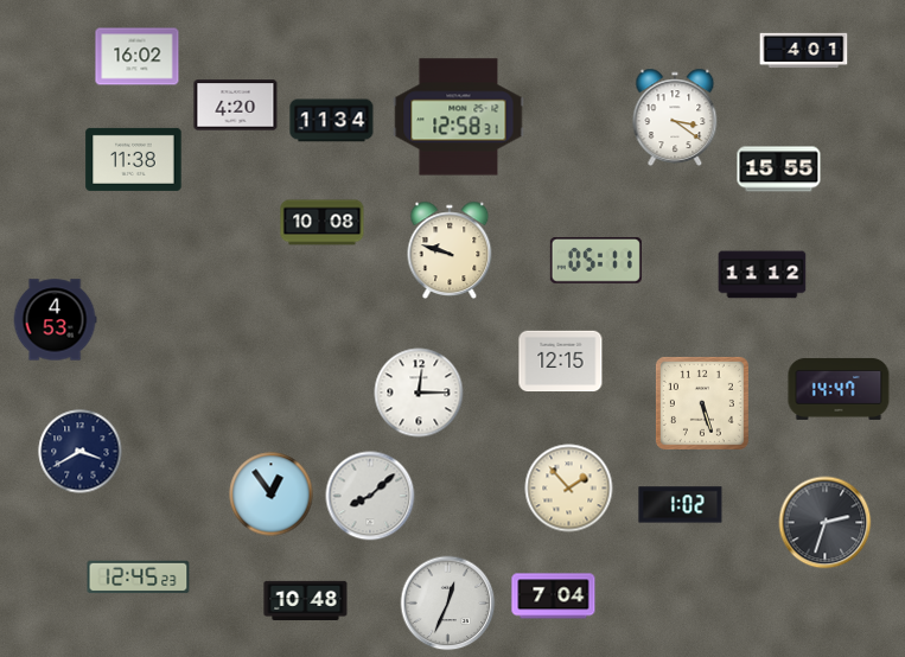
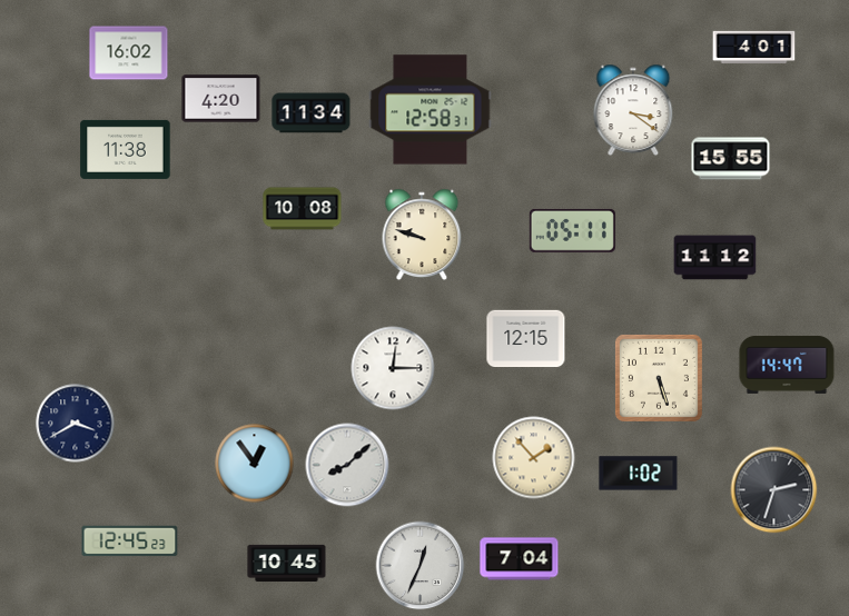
clock at (595, 260) position: (595, 260) -> (572, 230)
clock at (55, 320): 4:53 -> none
clock at (306, 600): 10:48 -> 10:45
